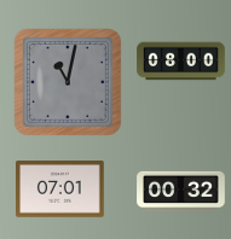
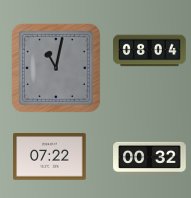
clock at (181, 62): 08:00 -> 08:04
clock at (60, 190): 07:01 -> 07:22
